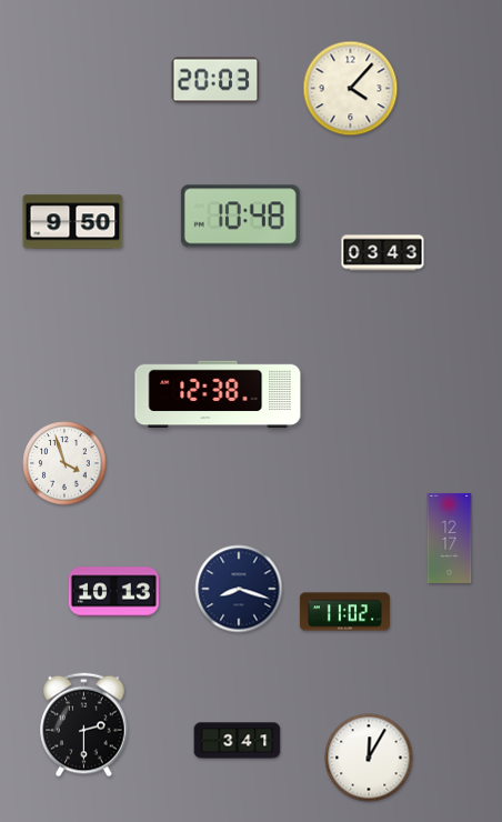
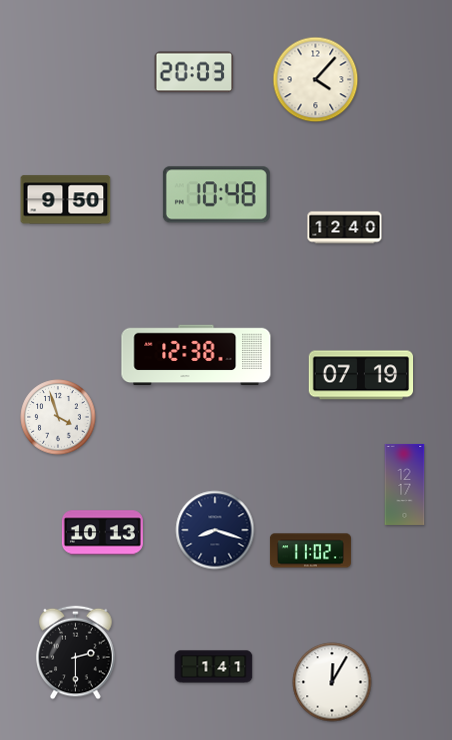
clock at (383, 253): 03:43 -> 12:40
clock at (361, 375): none -> 07:19
clock at (238, 741): 3:41 -> 1:41
